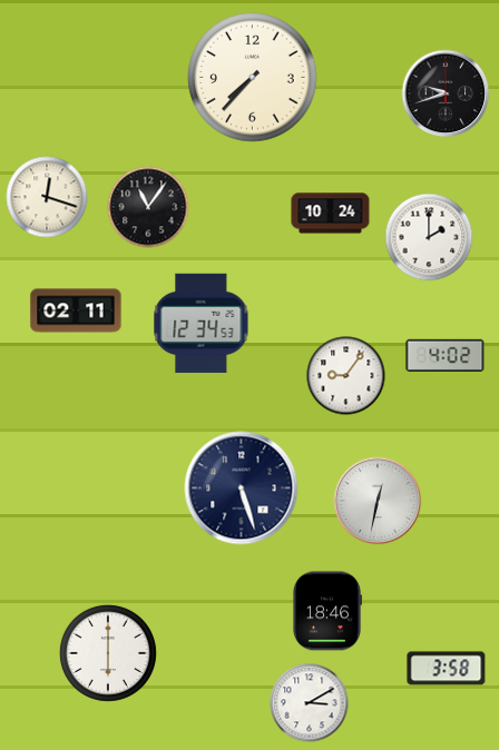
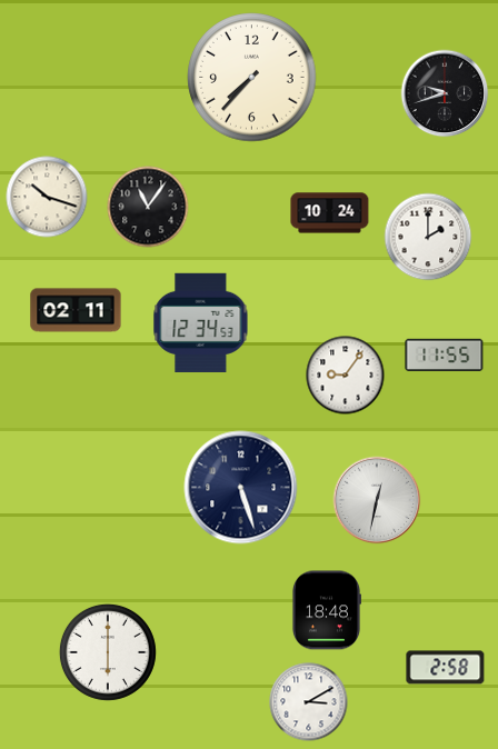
clock at (47, 197): 12:18 -> 10:18
clock at (446, 355): 4:02 -> 11:55
clock at (326, 611): 18:46 -> 18:48
clock at (447, 669): 3:58 -> 2:58
